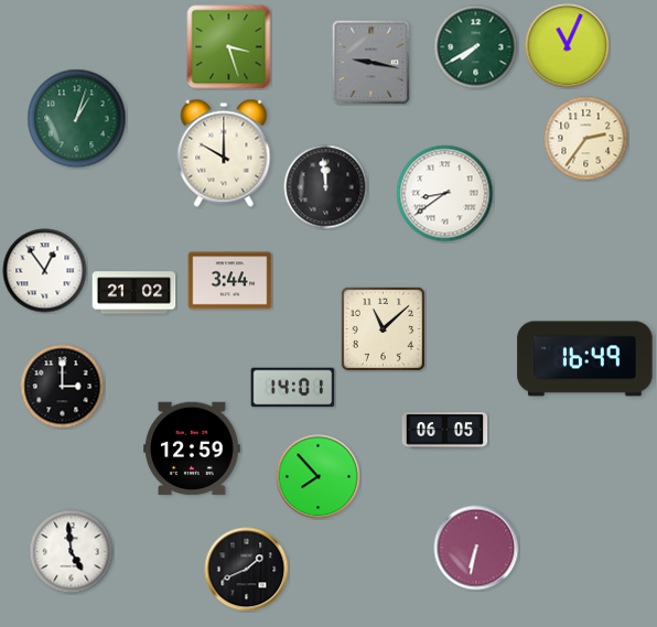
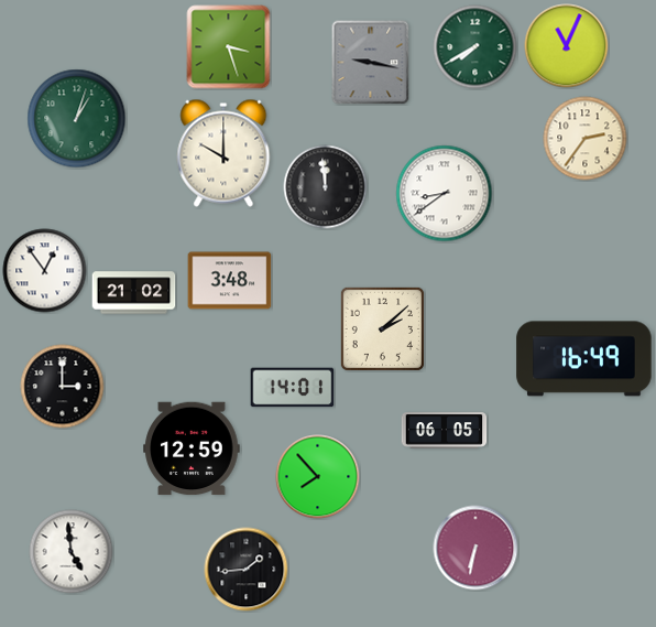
clock at (230, 281): 3:44 -> 3:48
clock at (383, 328): 11:08 -> 2:08
clock at (247, 570): 1:41 -> 1:44
